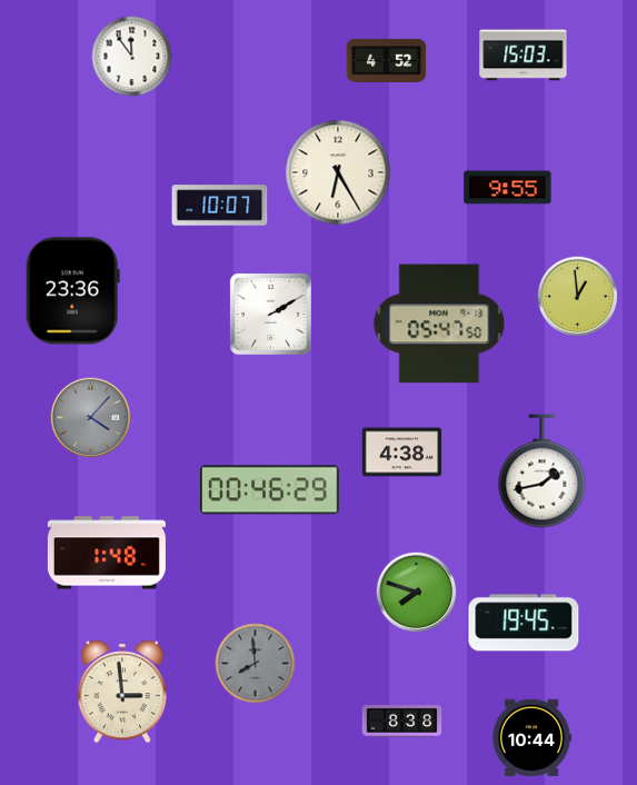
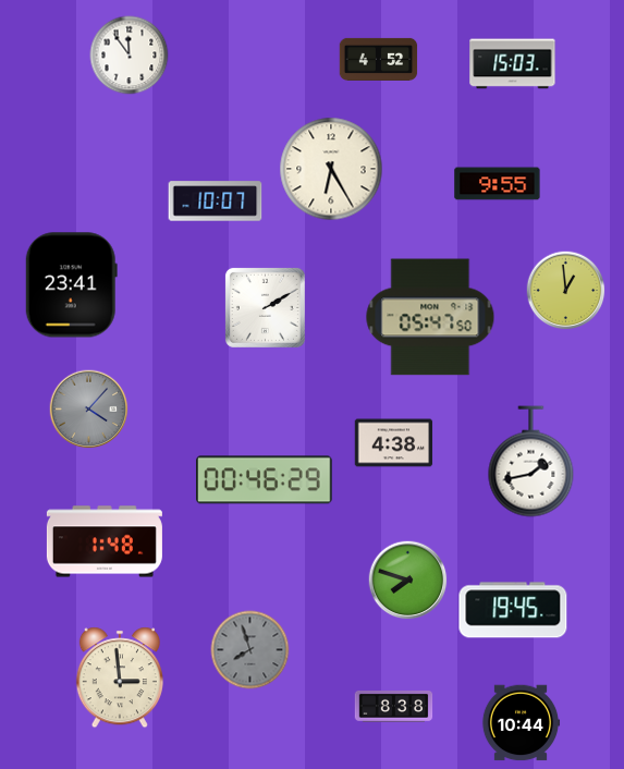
clock at (524, 56) position: (524, 56) -> (513, 64)
clock at (72, 291): 23:36 -> 23:41
clock at (256, 664): 7:59 -> 7:57
